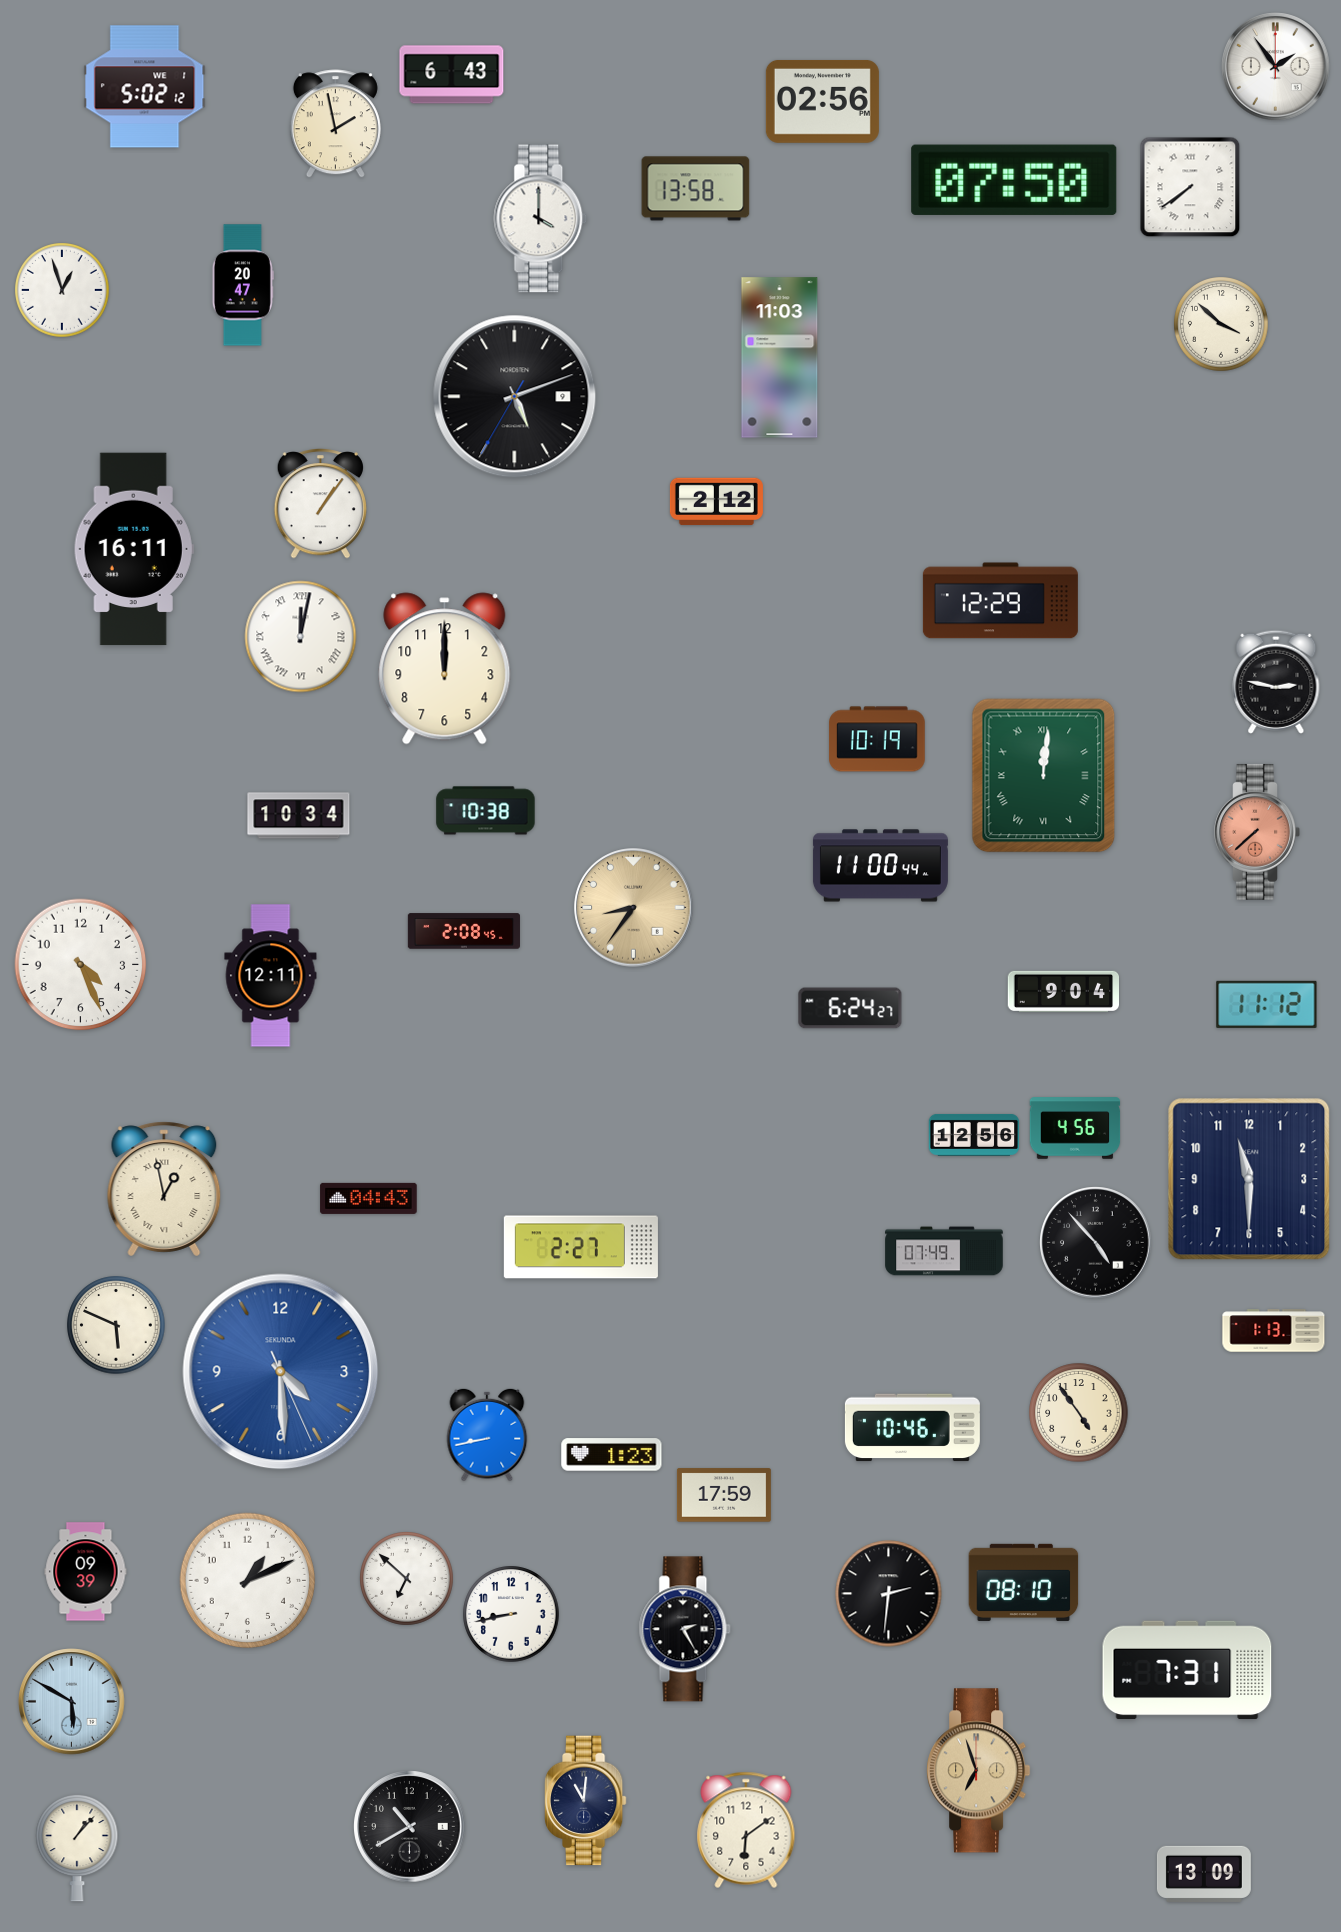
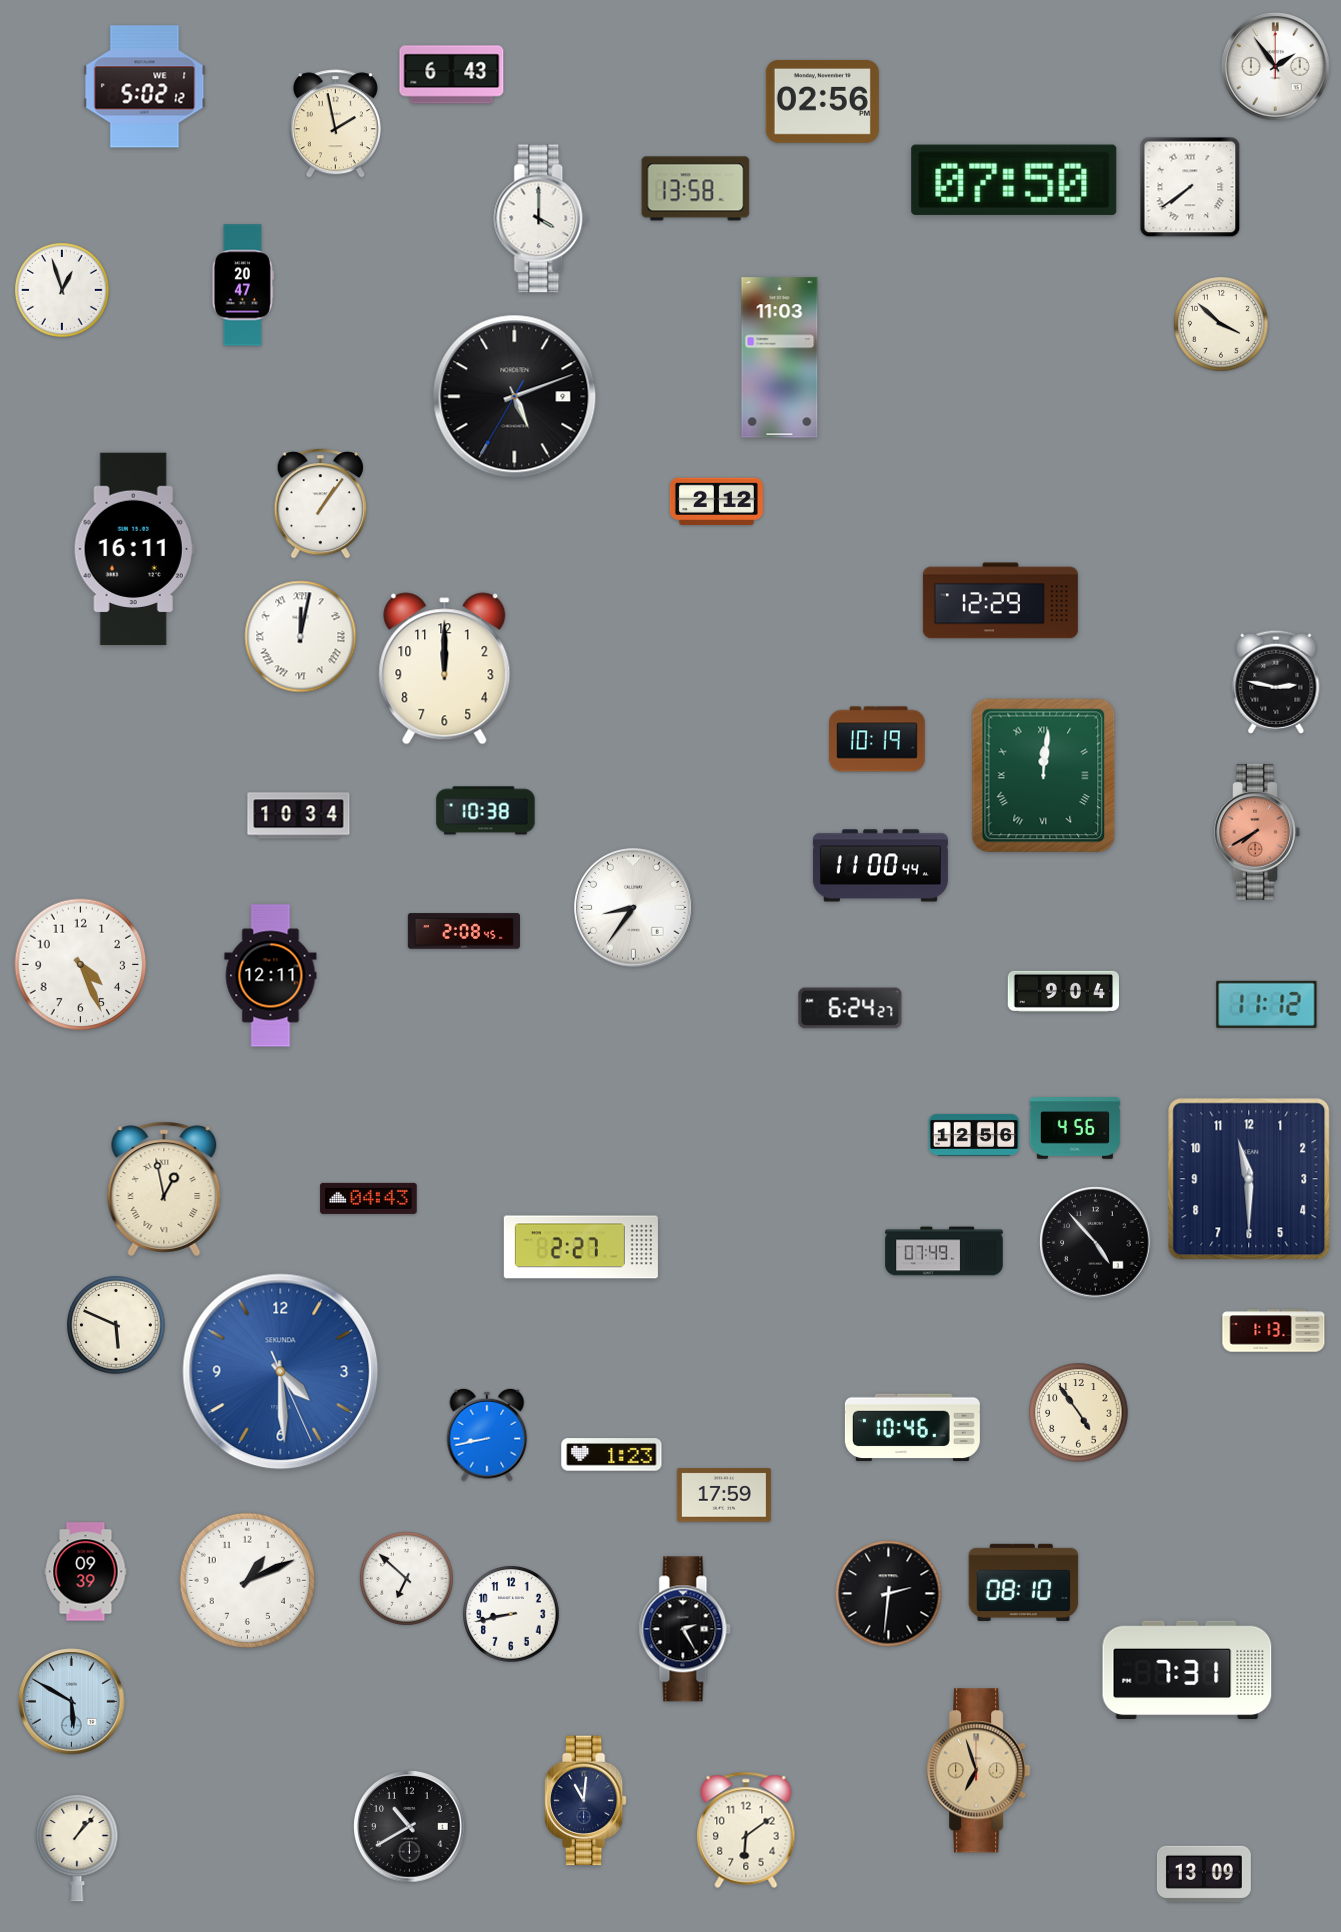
clock at (1257, 832): 7:38 -> 7:40
clock at (634, 908) dial: champagne -> white
